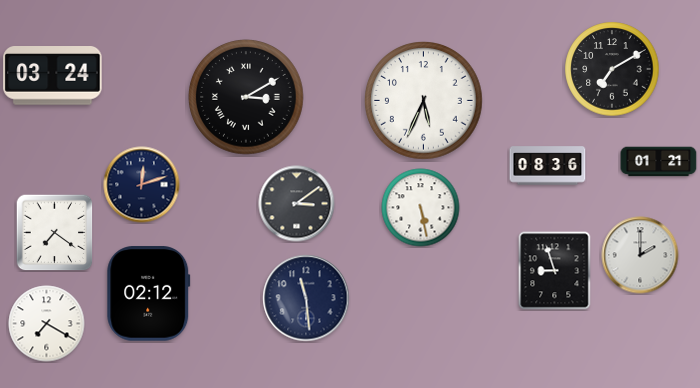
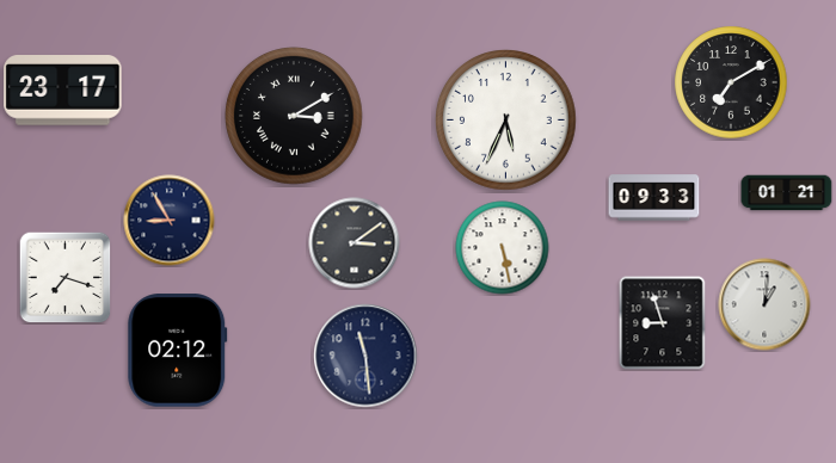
clock at (53, 76): 03:24 -> 23:17
clock at (548, 166): 08:36 -> 09:33
clock at (142, 185): 12:12 -> 8:55
clock at (54, 232): 7:21 -> 7:18
clock at (640, 255): 2:00 -> 1:01
clock at (47, 324): 7:20 -> none
